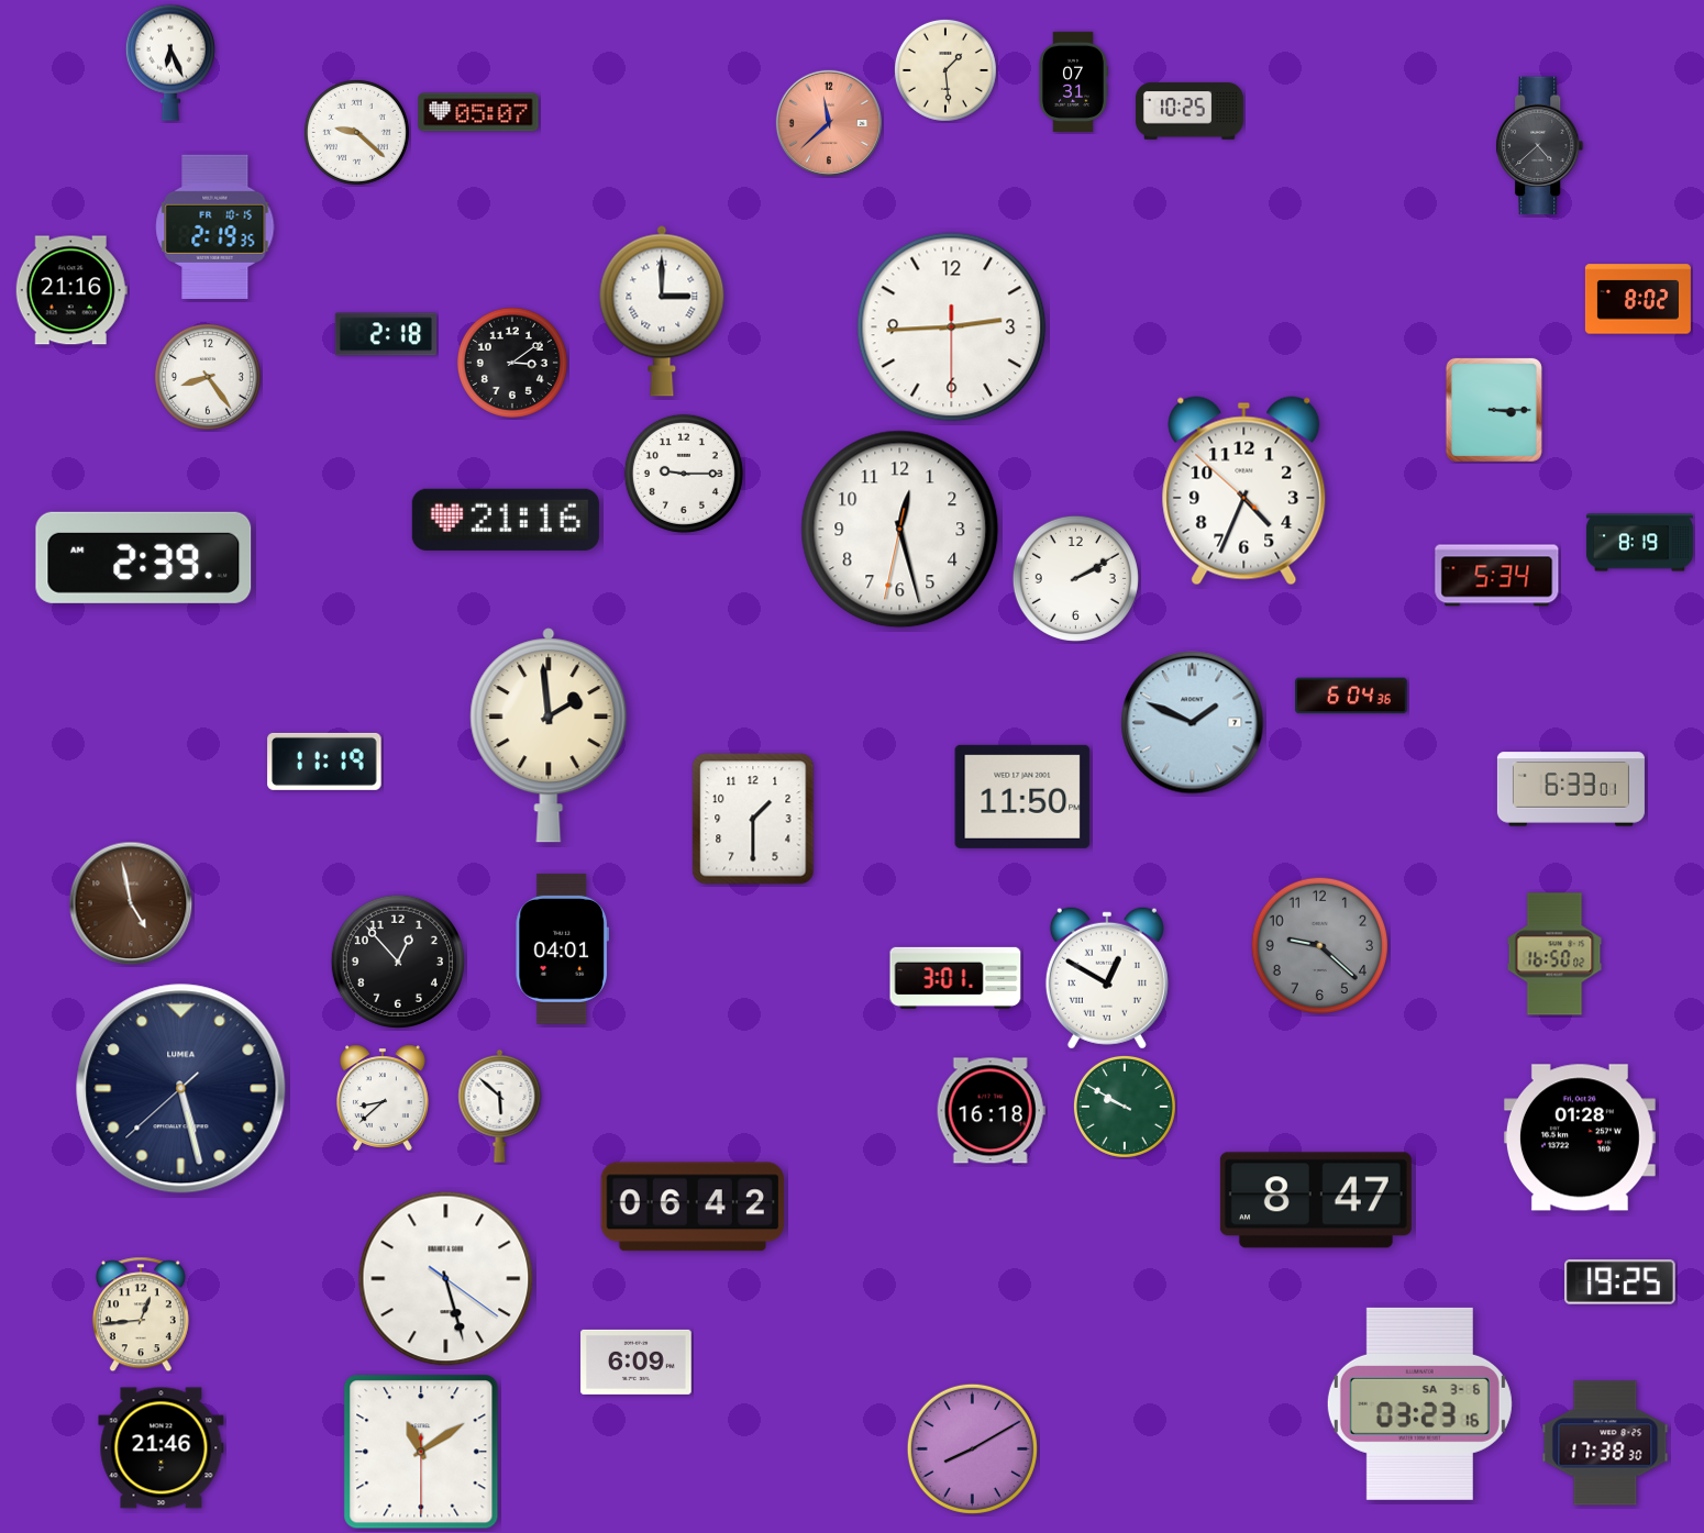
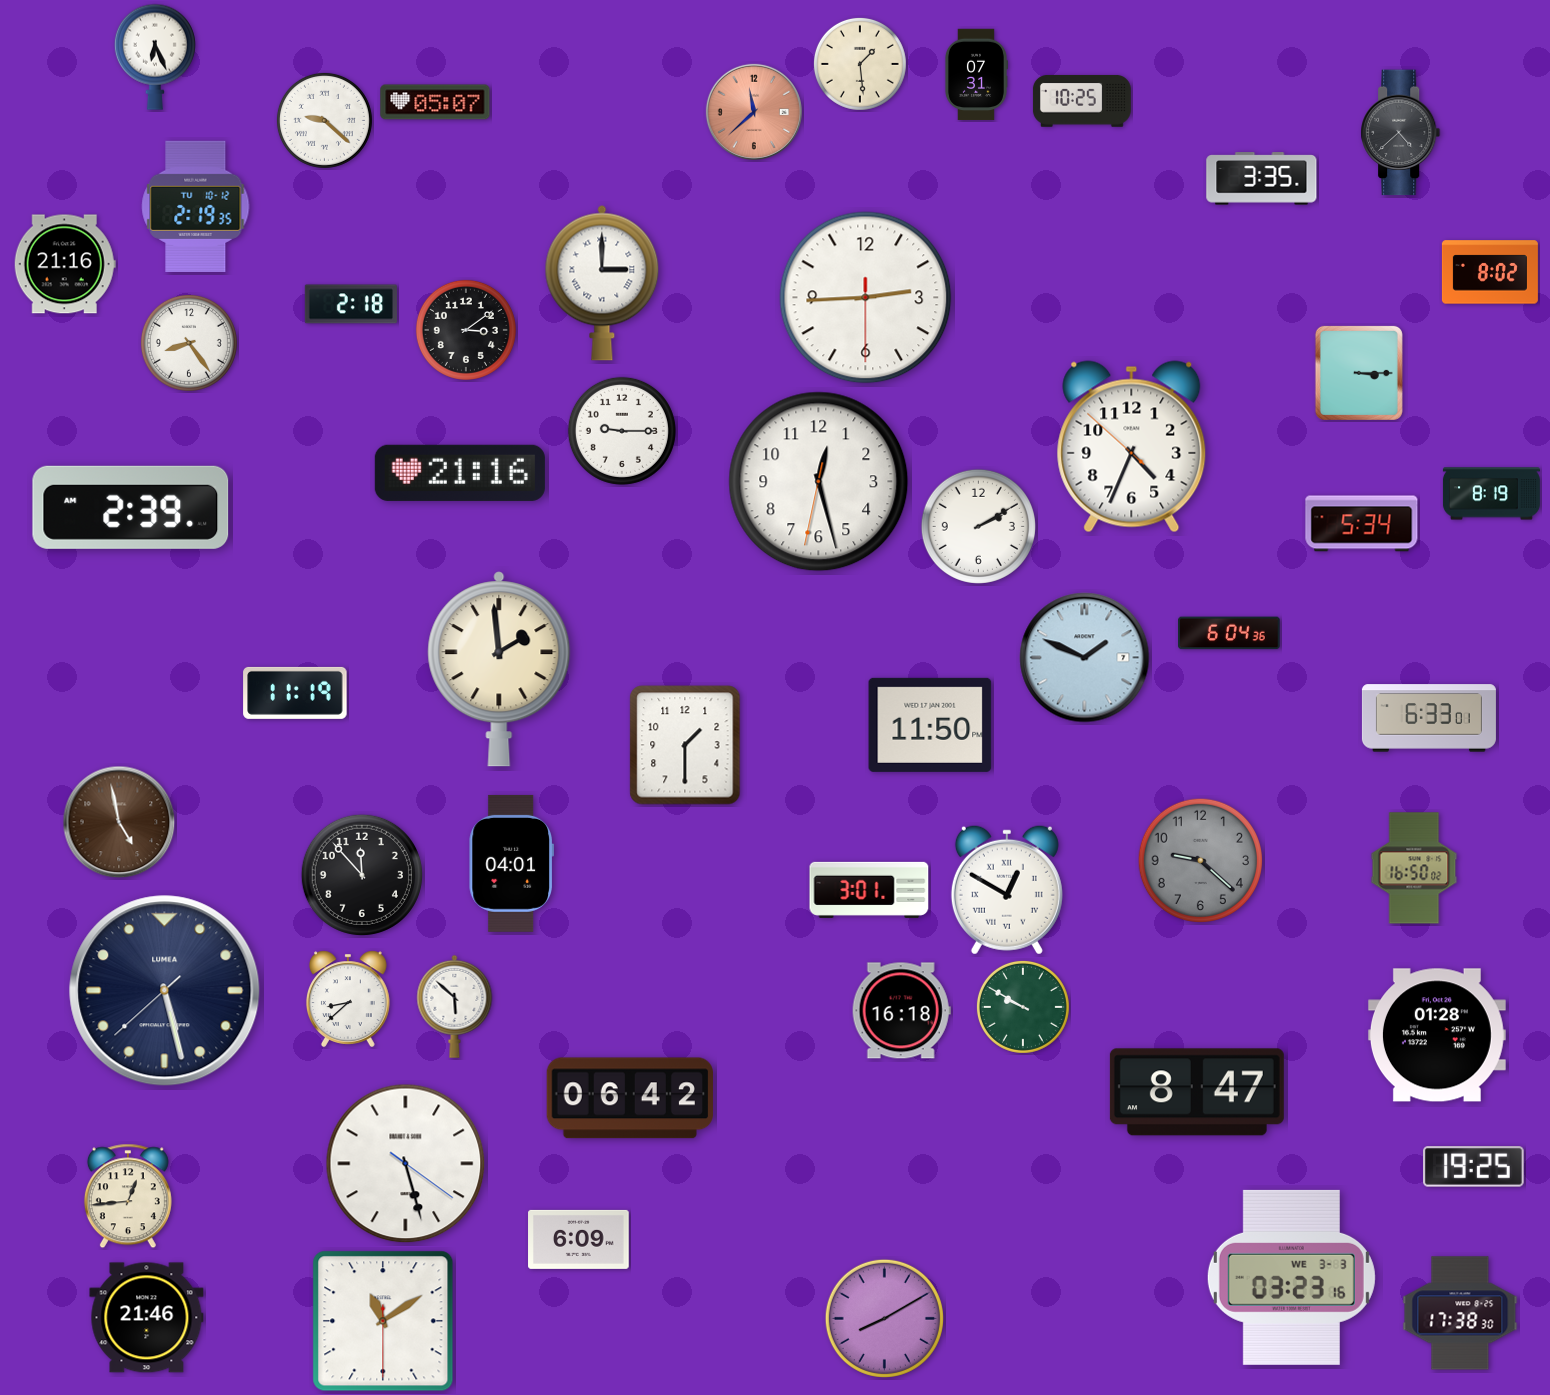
clock at (1262, 179): none -> 3:35
clock at (215, 226) date: FR 10-15 -> TU 10-12
clock at (398, 962): 12:53 -> 11:53
clock at (1419, 1403) date: SA 3-6 -> WE 3-3
